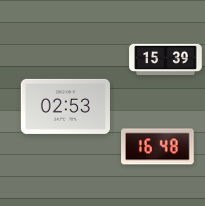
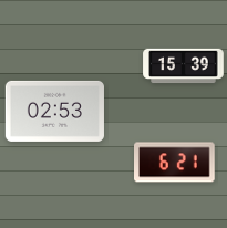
clock at (65, 106) position: (65, 106) -> (54, 111)
clock at (158, 147): 16:48 -> 6:21
